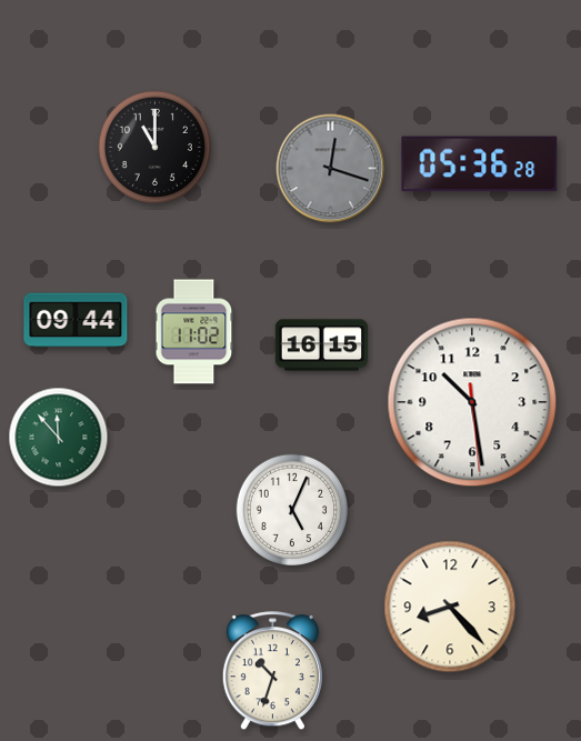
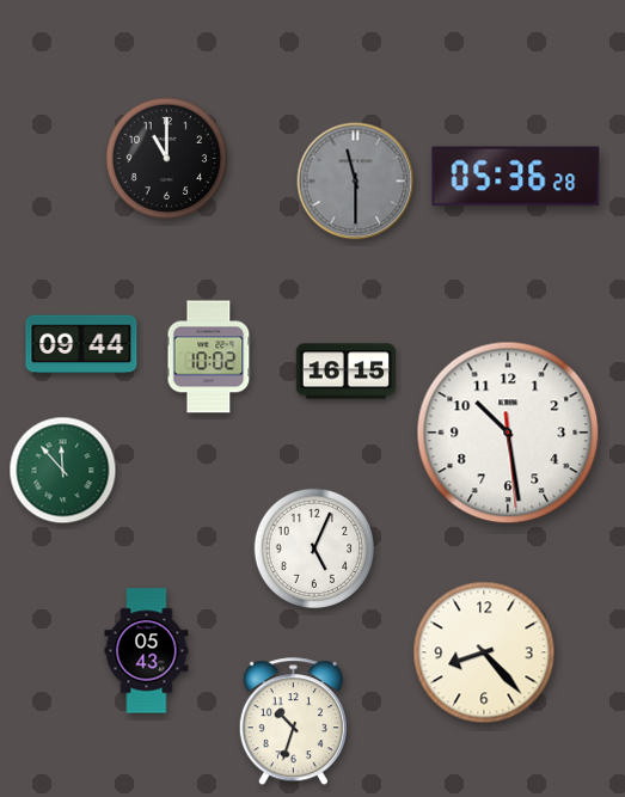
clock at (331, 169): 12:18 -> 11:30
clock at (194, 332): 11:02 -> 10:02
clock at (147, 651): none -> 05:43
